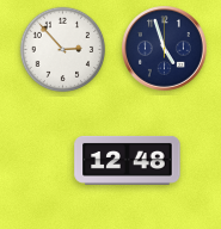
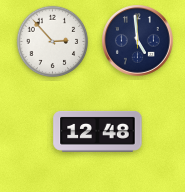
clock at (165, 49): 4:57 -> 4:59
clock at (128, 160) position: (128, 160) -> (98, 131)
